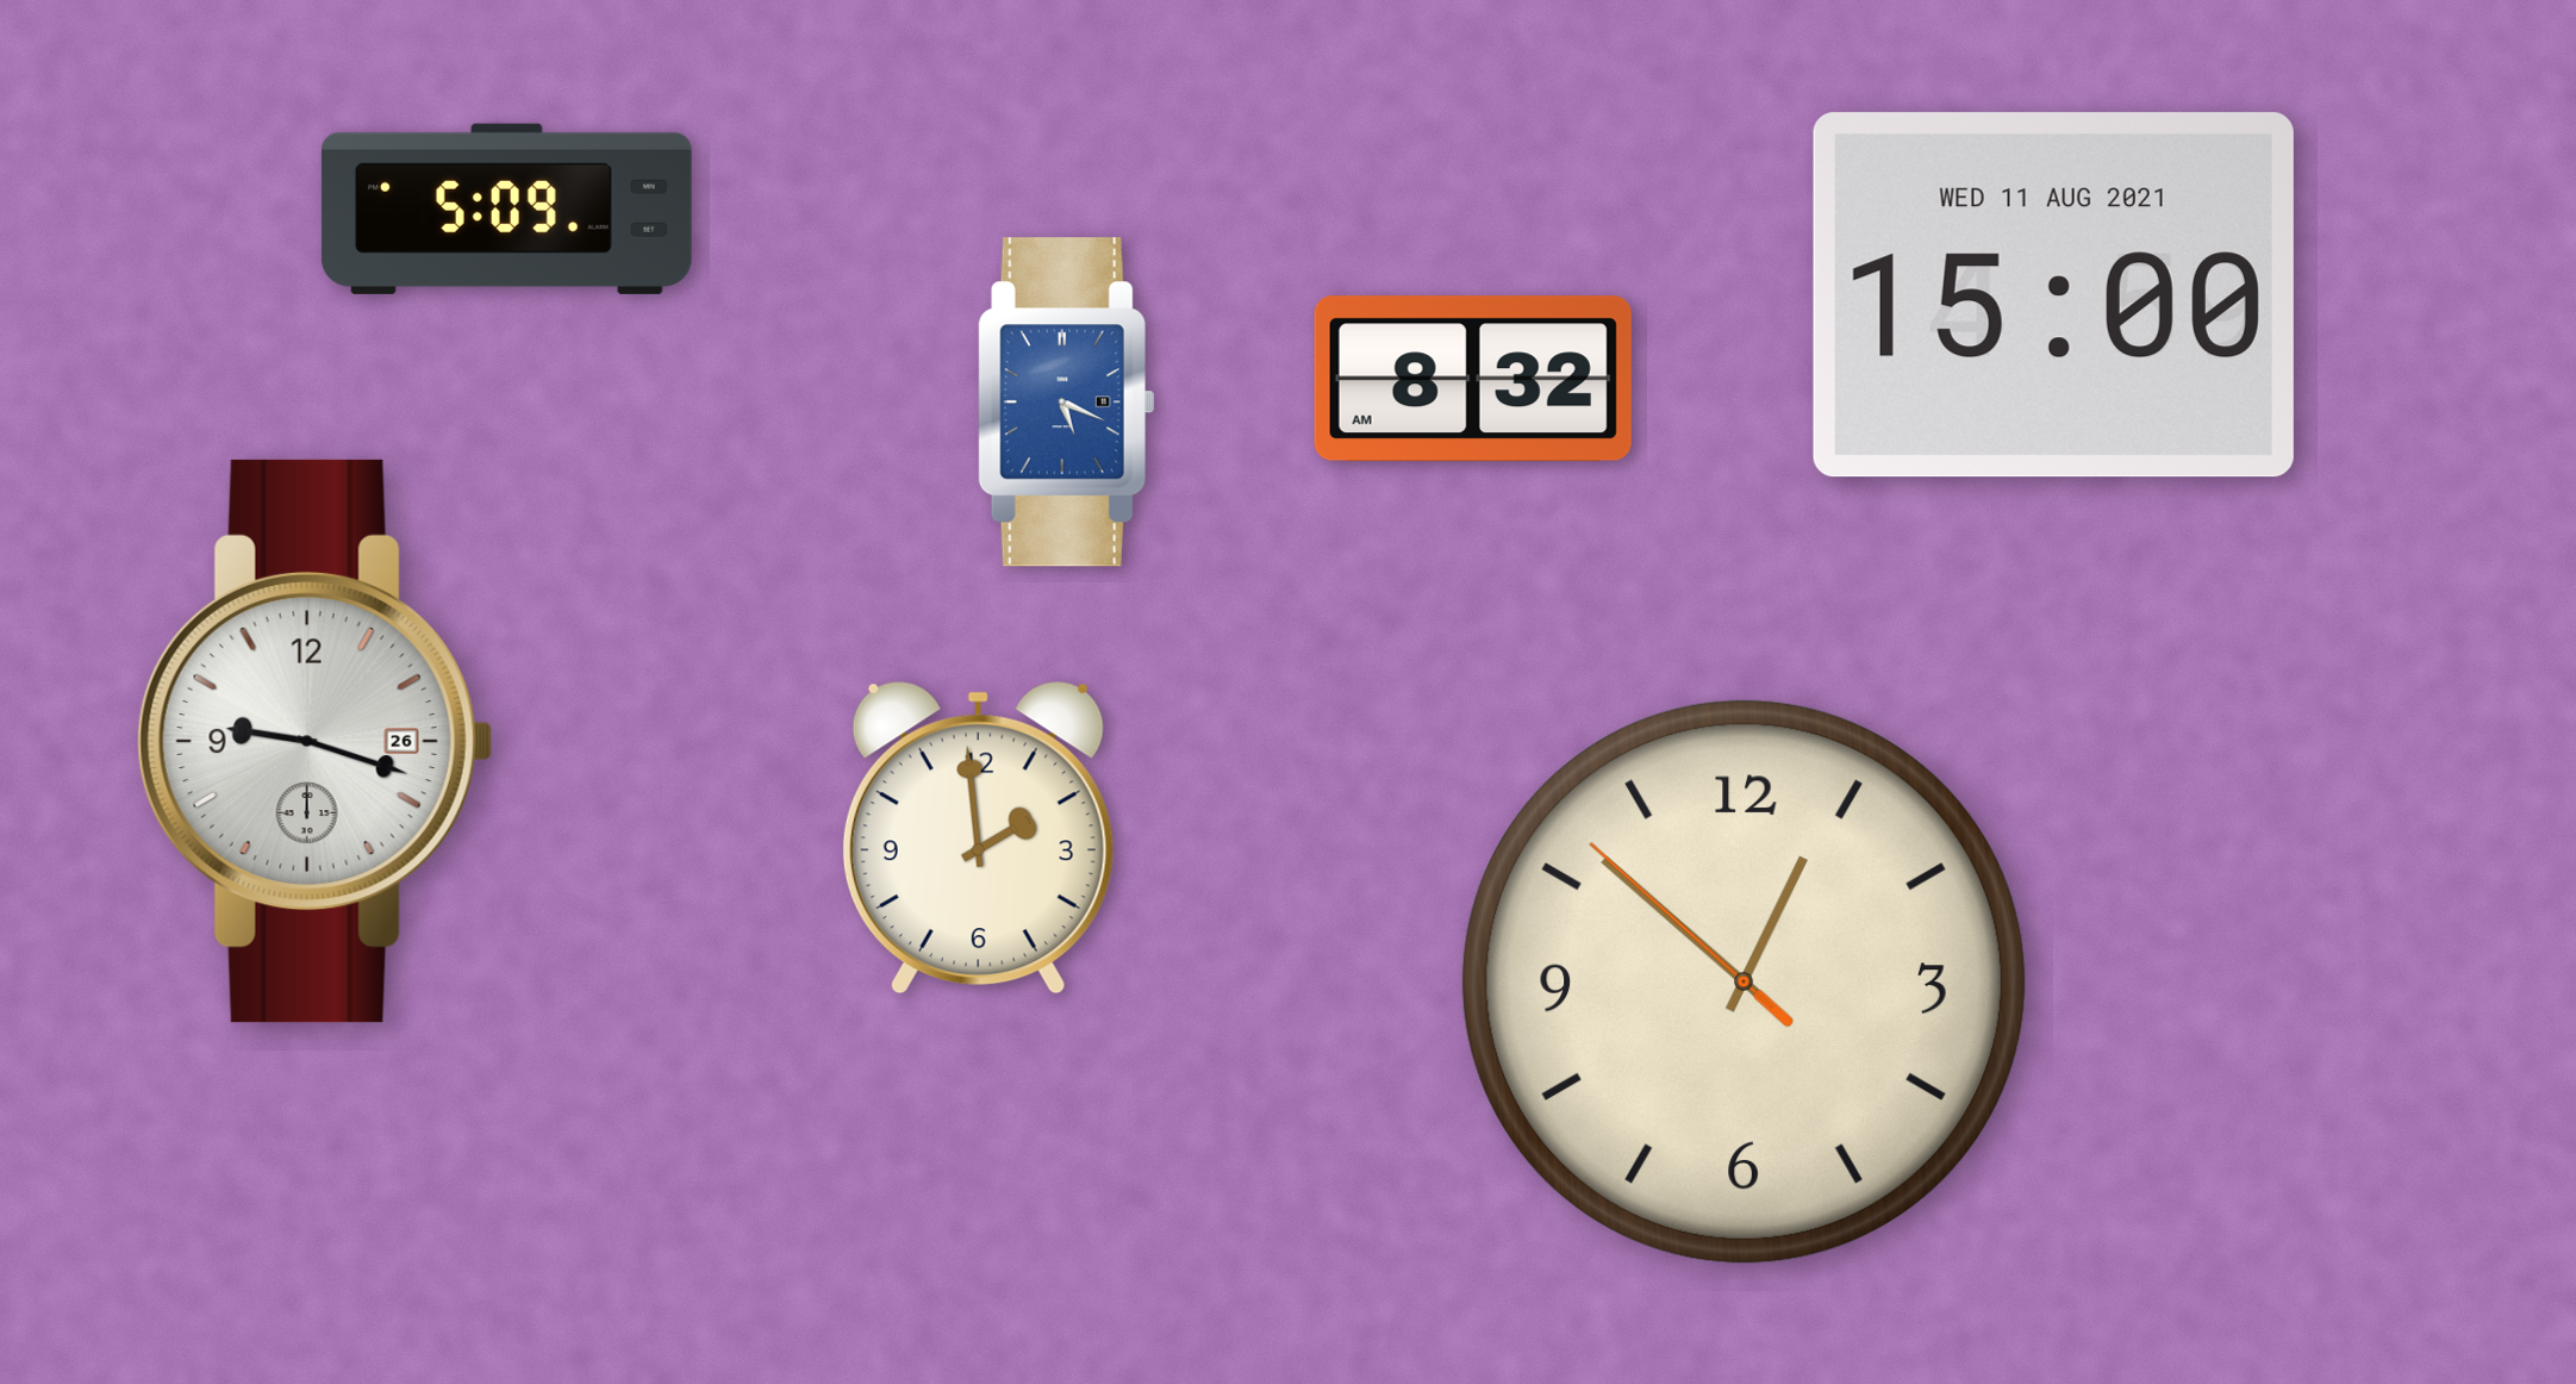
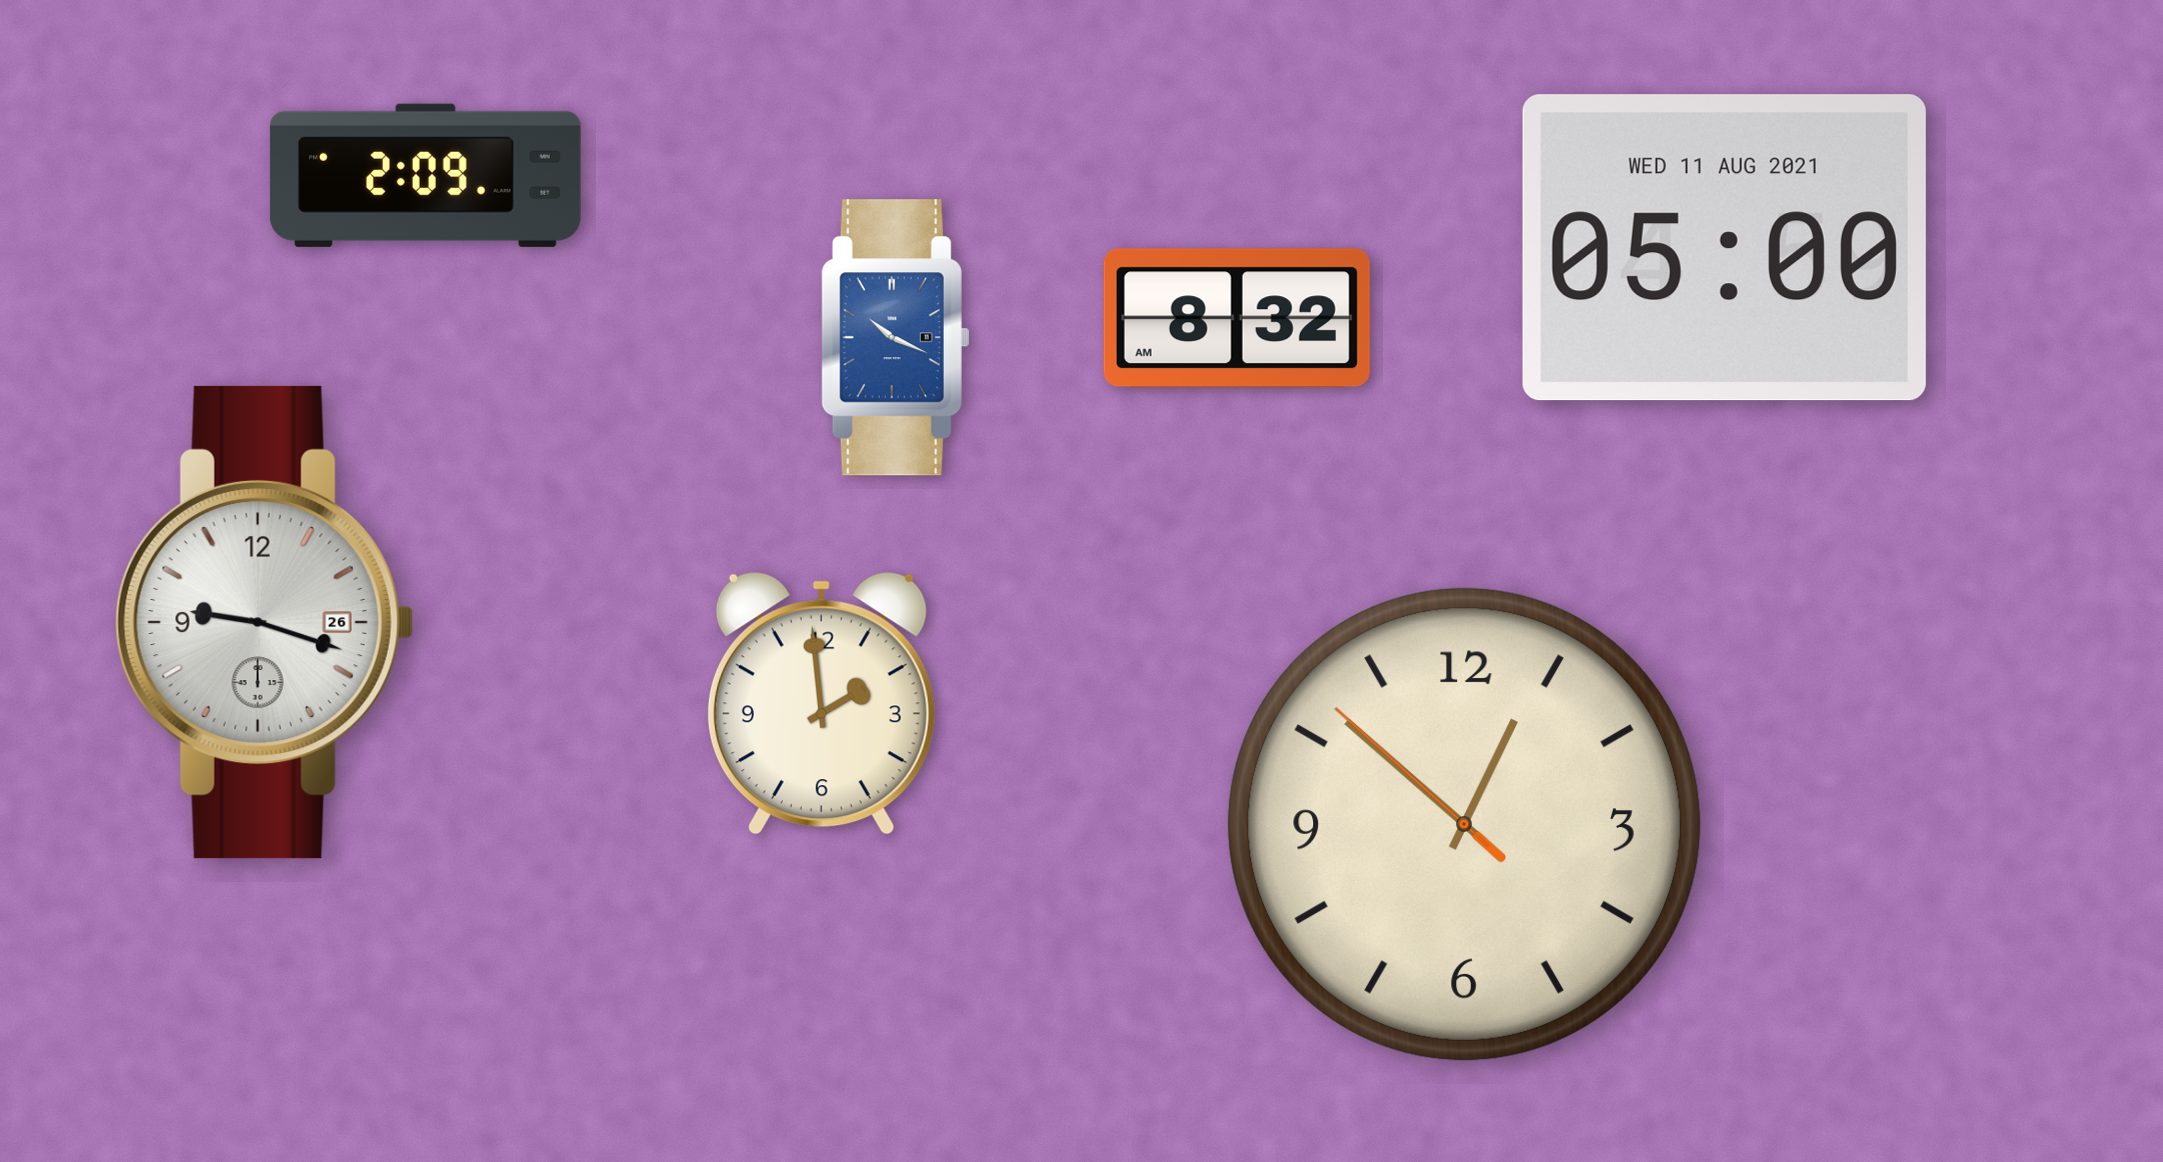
clock at (506, 208): 5:09 -> 2:09
clock at (2053, 295): 15:00 -> 05:00
clock at (1066, 403): 5:19 -> 10:19
